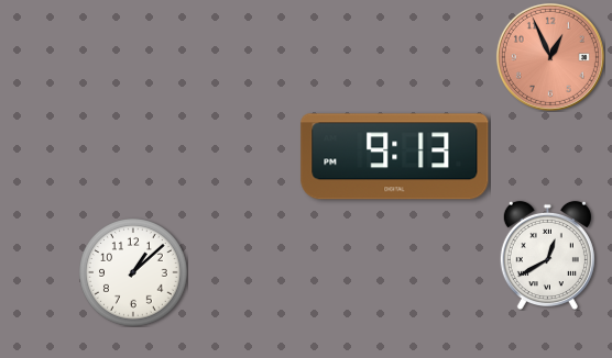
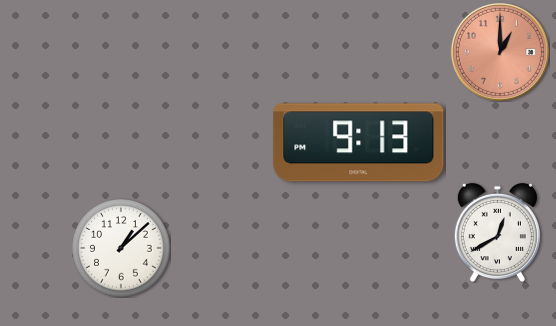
clock at (550, 57): 12:56 -> 1:00
